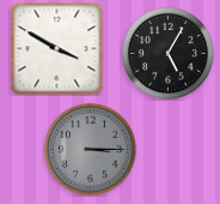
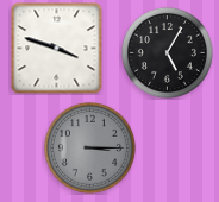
clock at (56, 48): 3:50 -> 3:48
